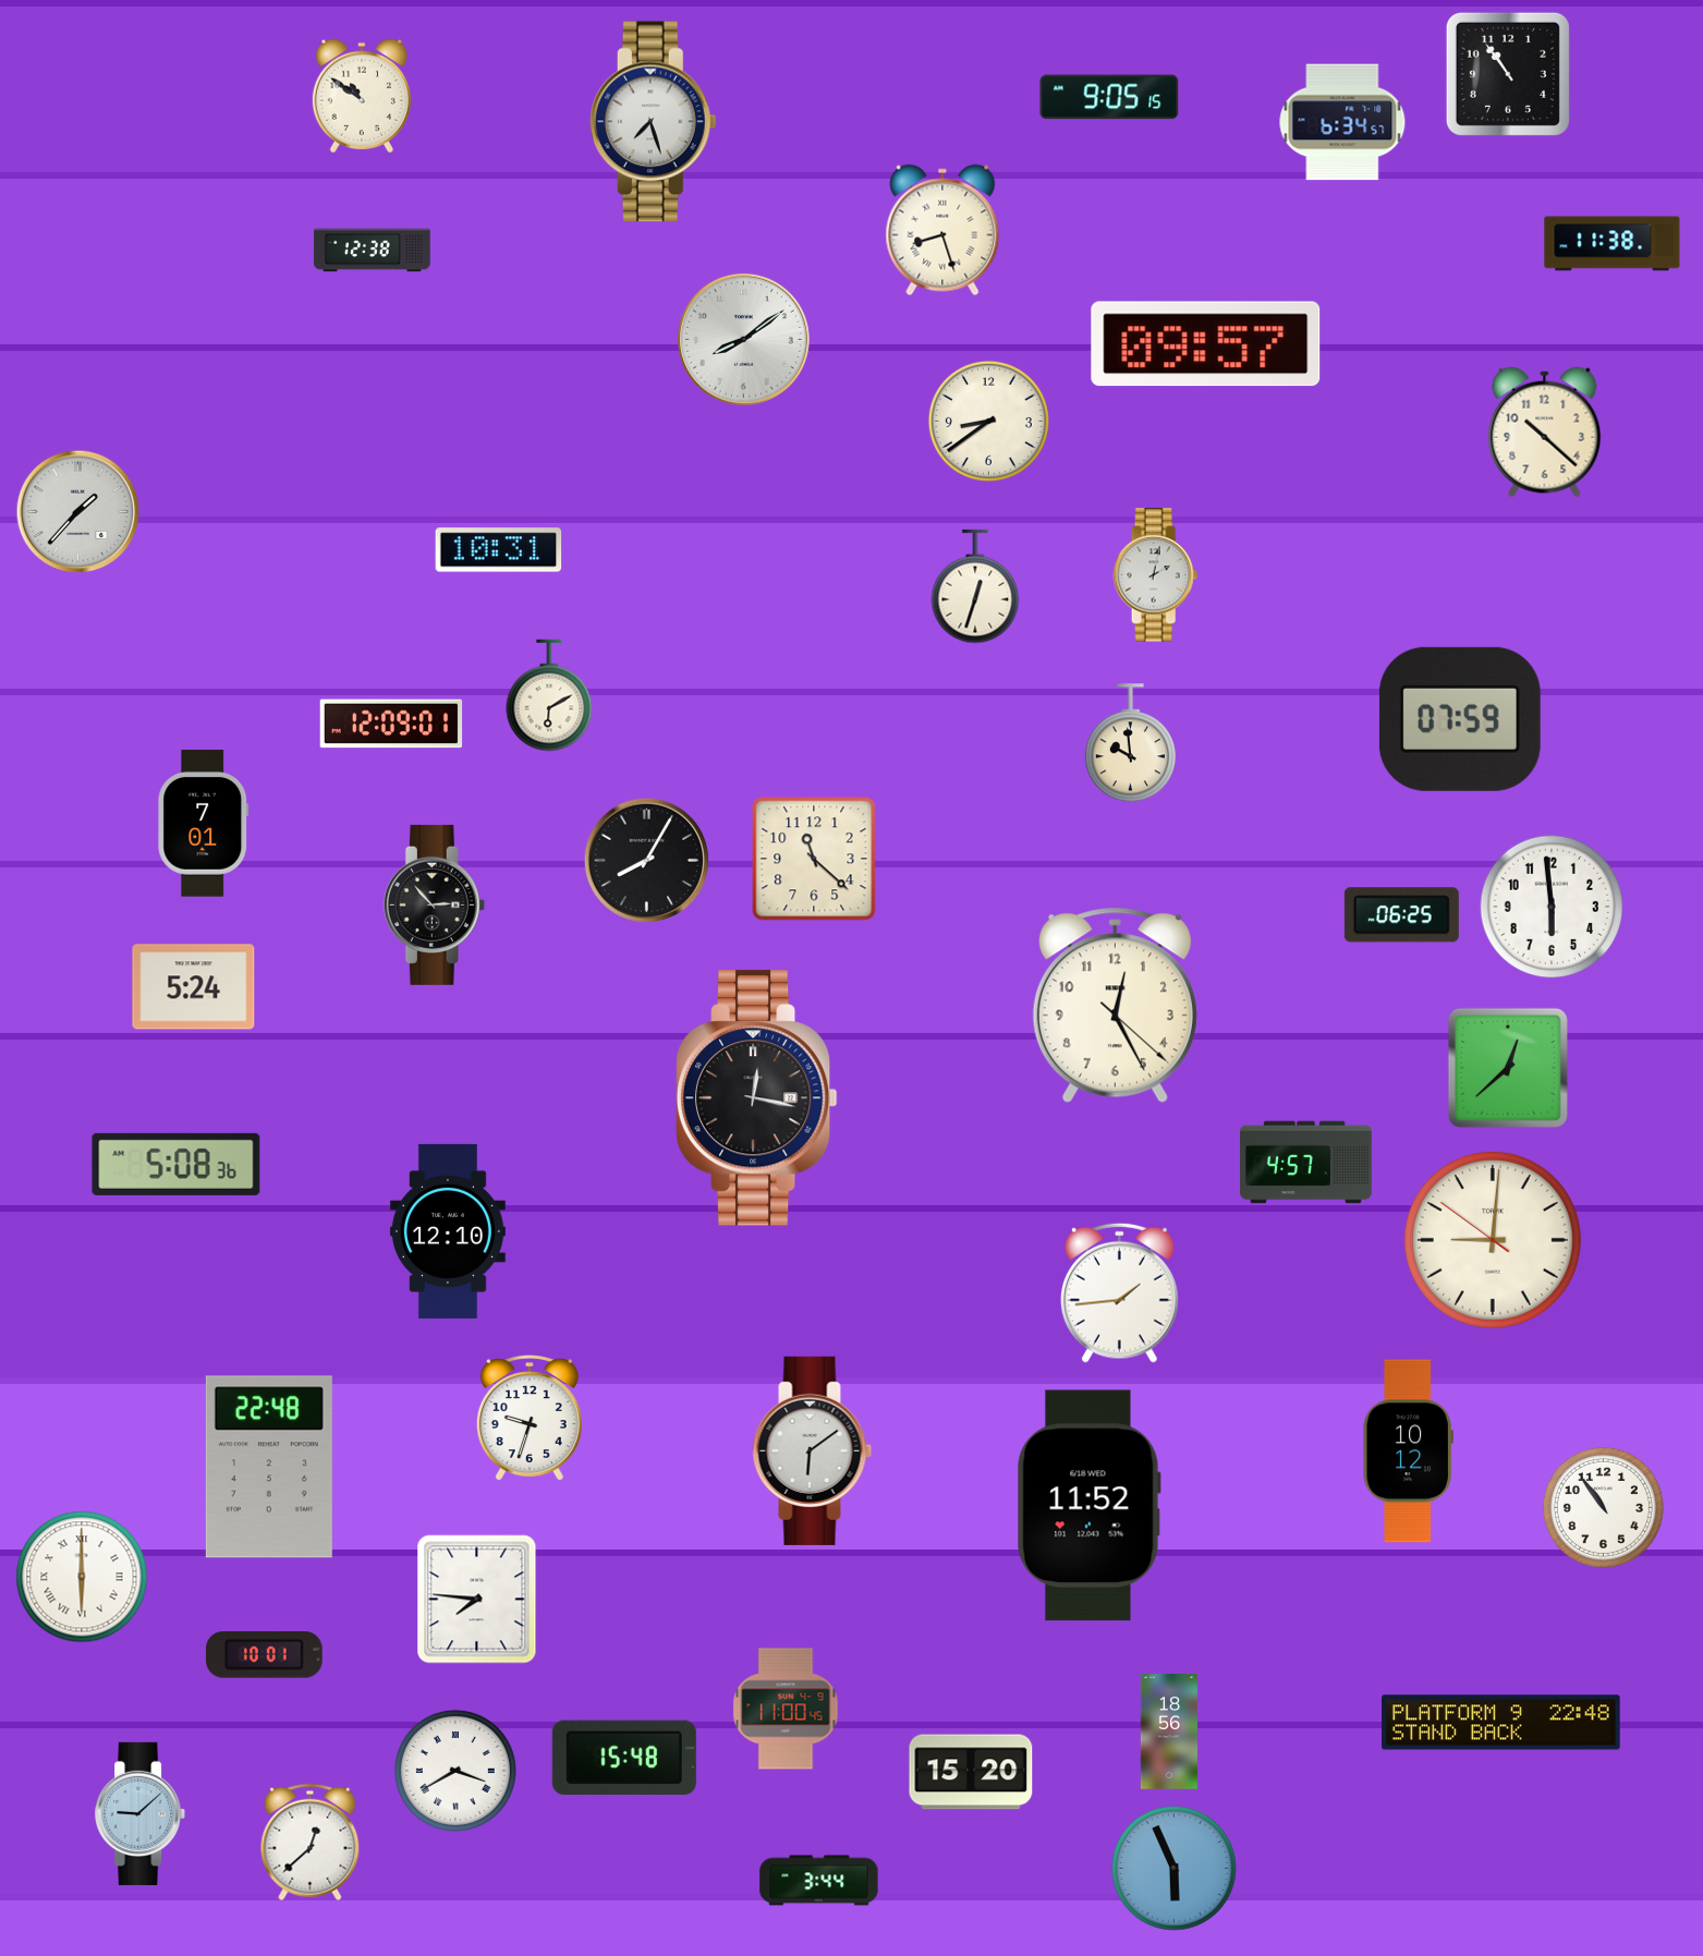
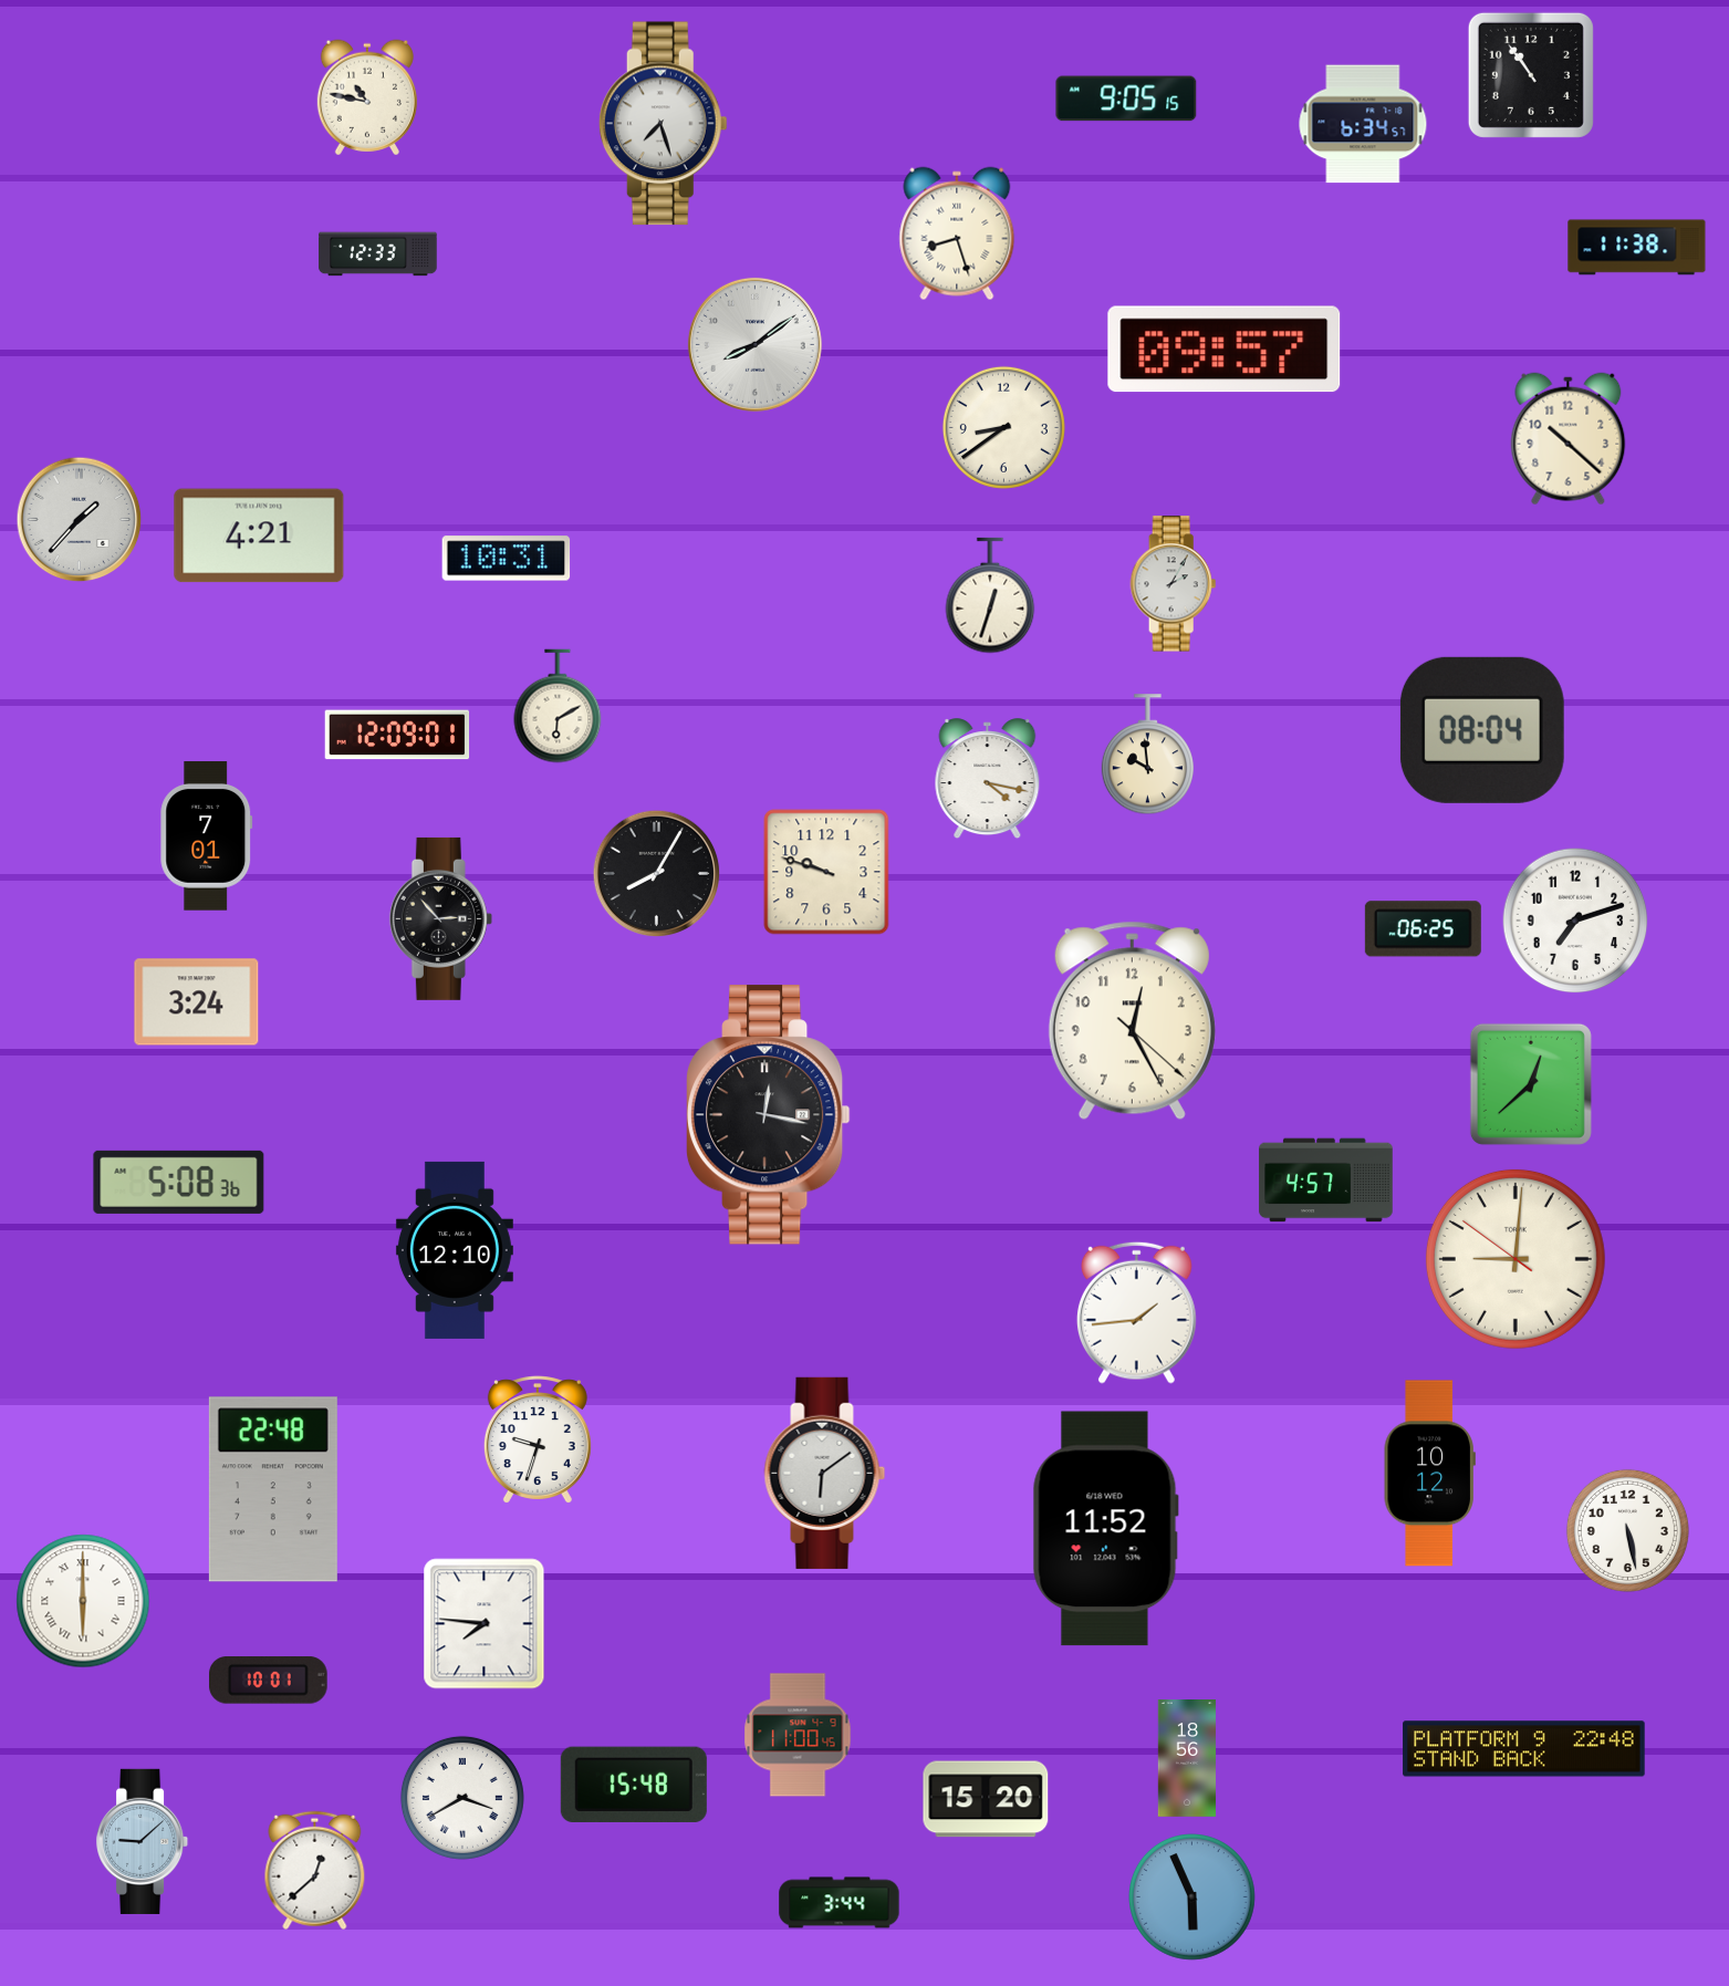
clock at (362, 96): 10:51 -> 10:47
clock at (373, 251): 12:38 -> 12:33
clock at (259, 536): none -> 4:21
clock at (1156, 575): 2:02 -> 2:05
clock at (1460, 719): 07:59 -> 08:04
clock at (988, 779): none -> 4:17
clock at (814, 859): 11:22 -> 9:48
clock at (1552, 907): 5:59 -> 7:12
clock at (194, 987): 5:24 -> 3:24
clock at (1603, 1507): 10:54 -> 5:28
clock at (819, 1881) position: (819, 1881) -> (840, 1903)
